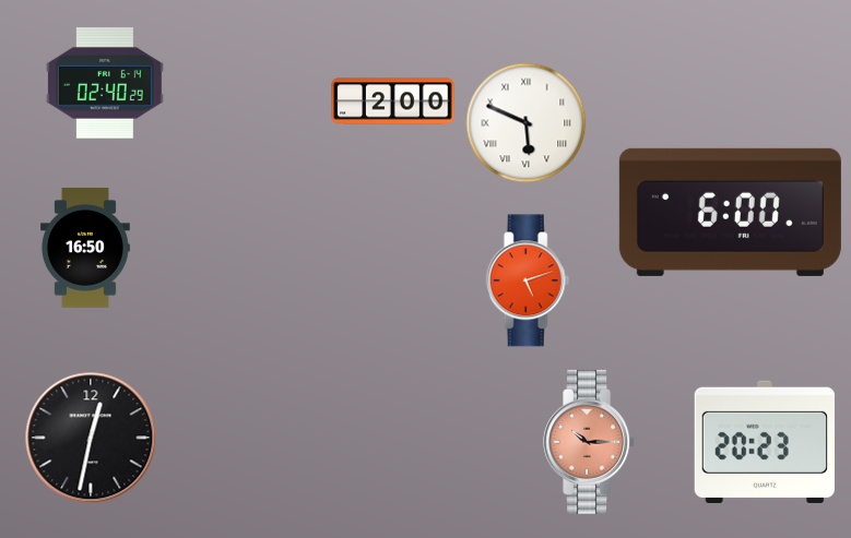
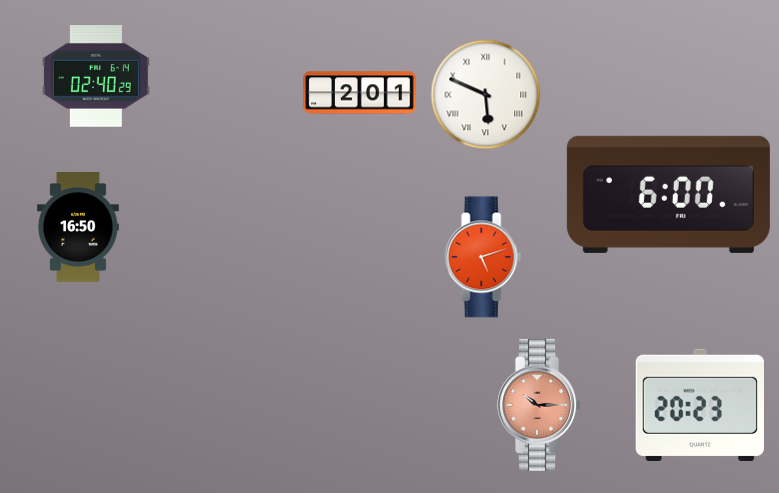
clock at (393, 101): 2:00 -> 2:01
clock at (527, 123) position: (527, 123) -> (486, 95)
clock at (91, 438): 12:32 -> none
